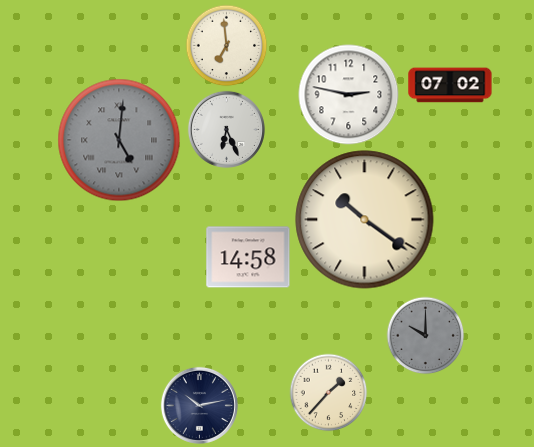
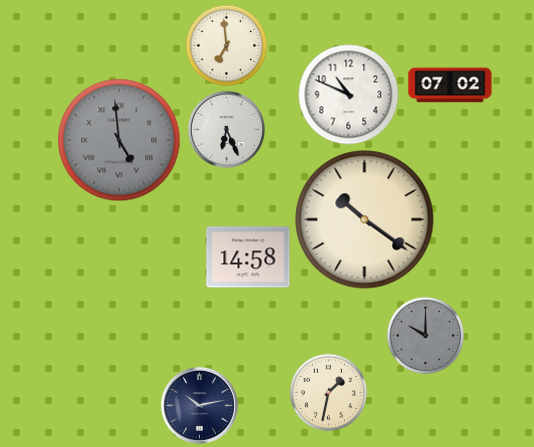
clock at (349, 95): 2:47 -> 10:49
clock at (119, 140): 5:01 -> 4:59
clock at (328, 392): 1:37 -> 1:32
